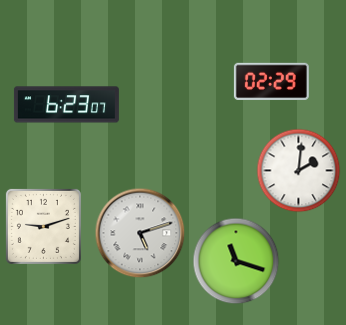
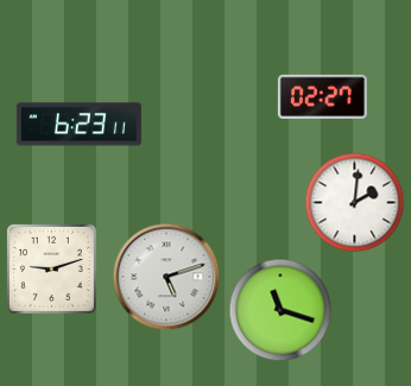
clock at (271, 81): 02:29 -> 02:27
clock at (66, 105): 6:23:07 -> 6:23:11
